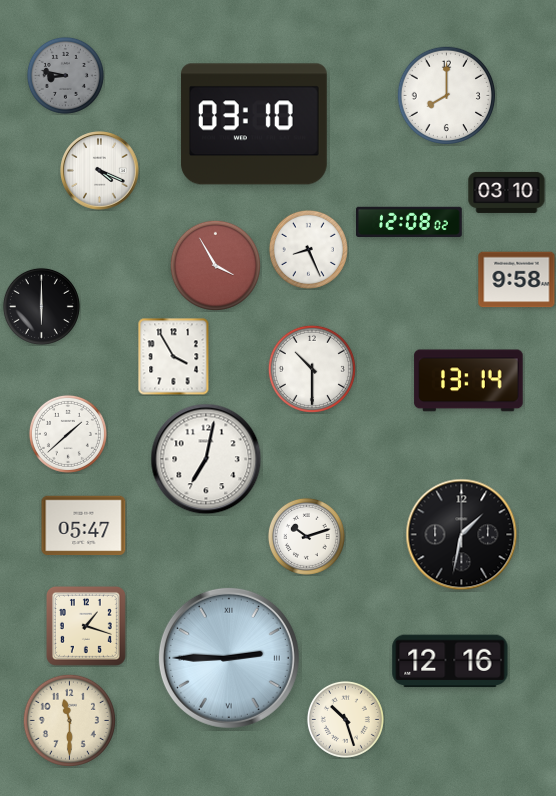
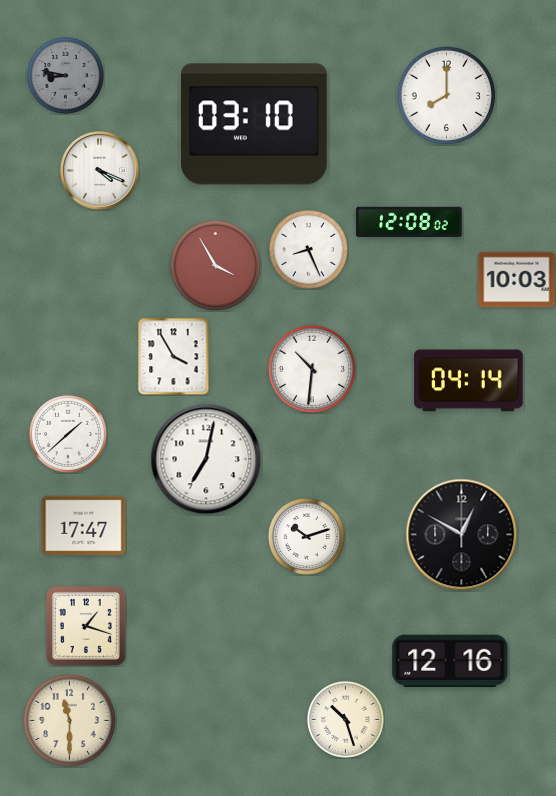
clock at (507, 192): 03:10 -> none
clock at (517, 280): 9:58 -> 10:03
clock at (41, 306): 6:00 -> none
clock at (312, 369): 10:30 -> 10:31
clock at (469, 381): 13:14 -> 04:14
clock at (84, 526): 05:47 -> 17:47
clock at (462, 535): 1:32 -> 12:50
clock at (229, 658): 2:45 -> none
